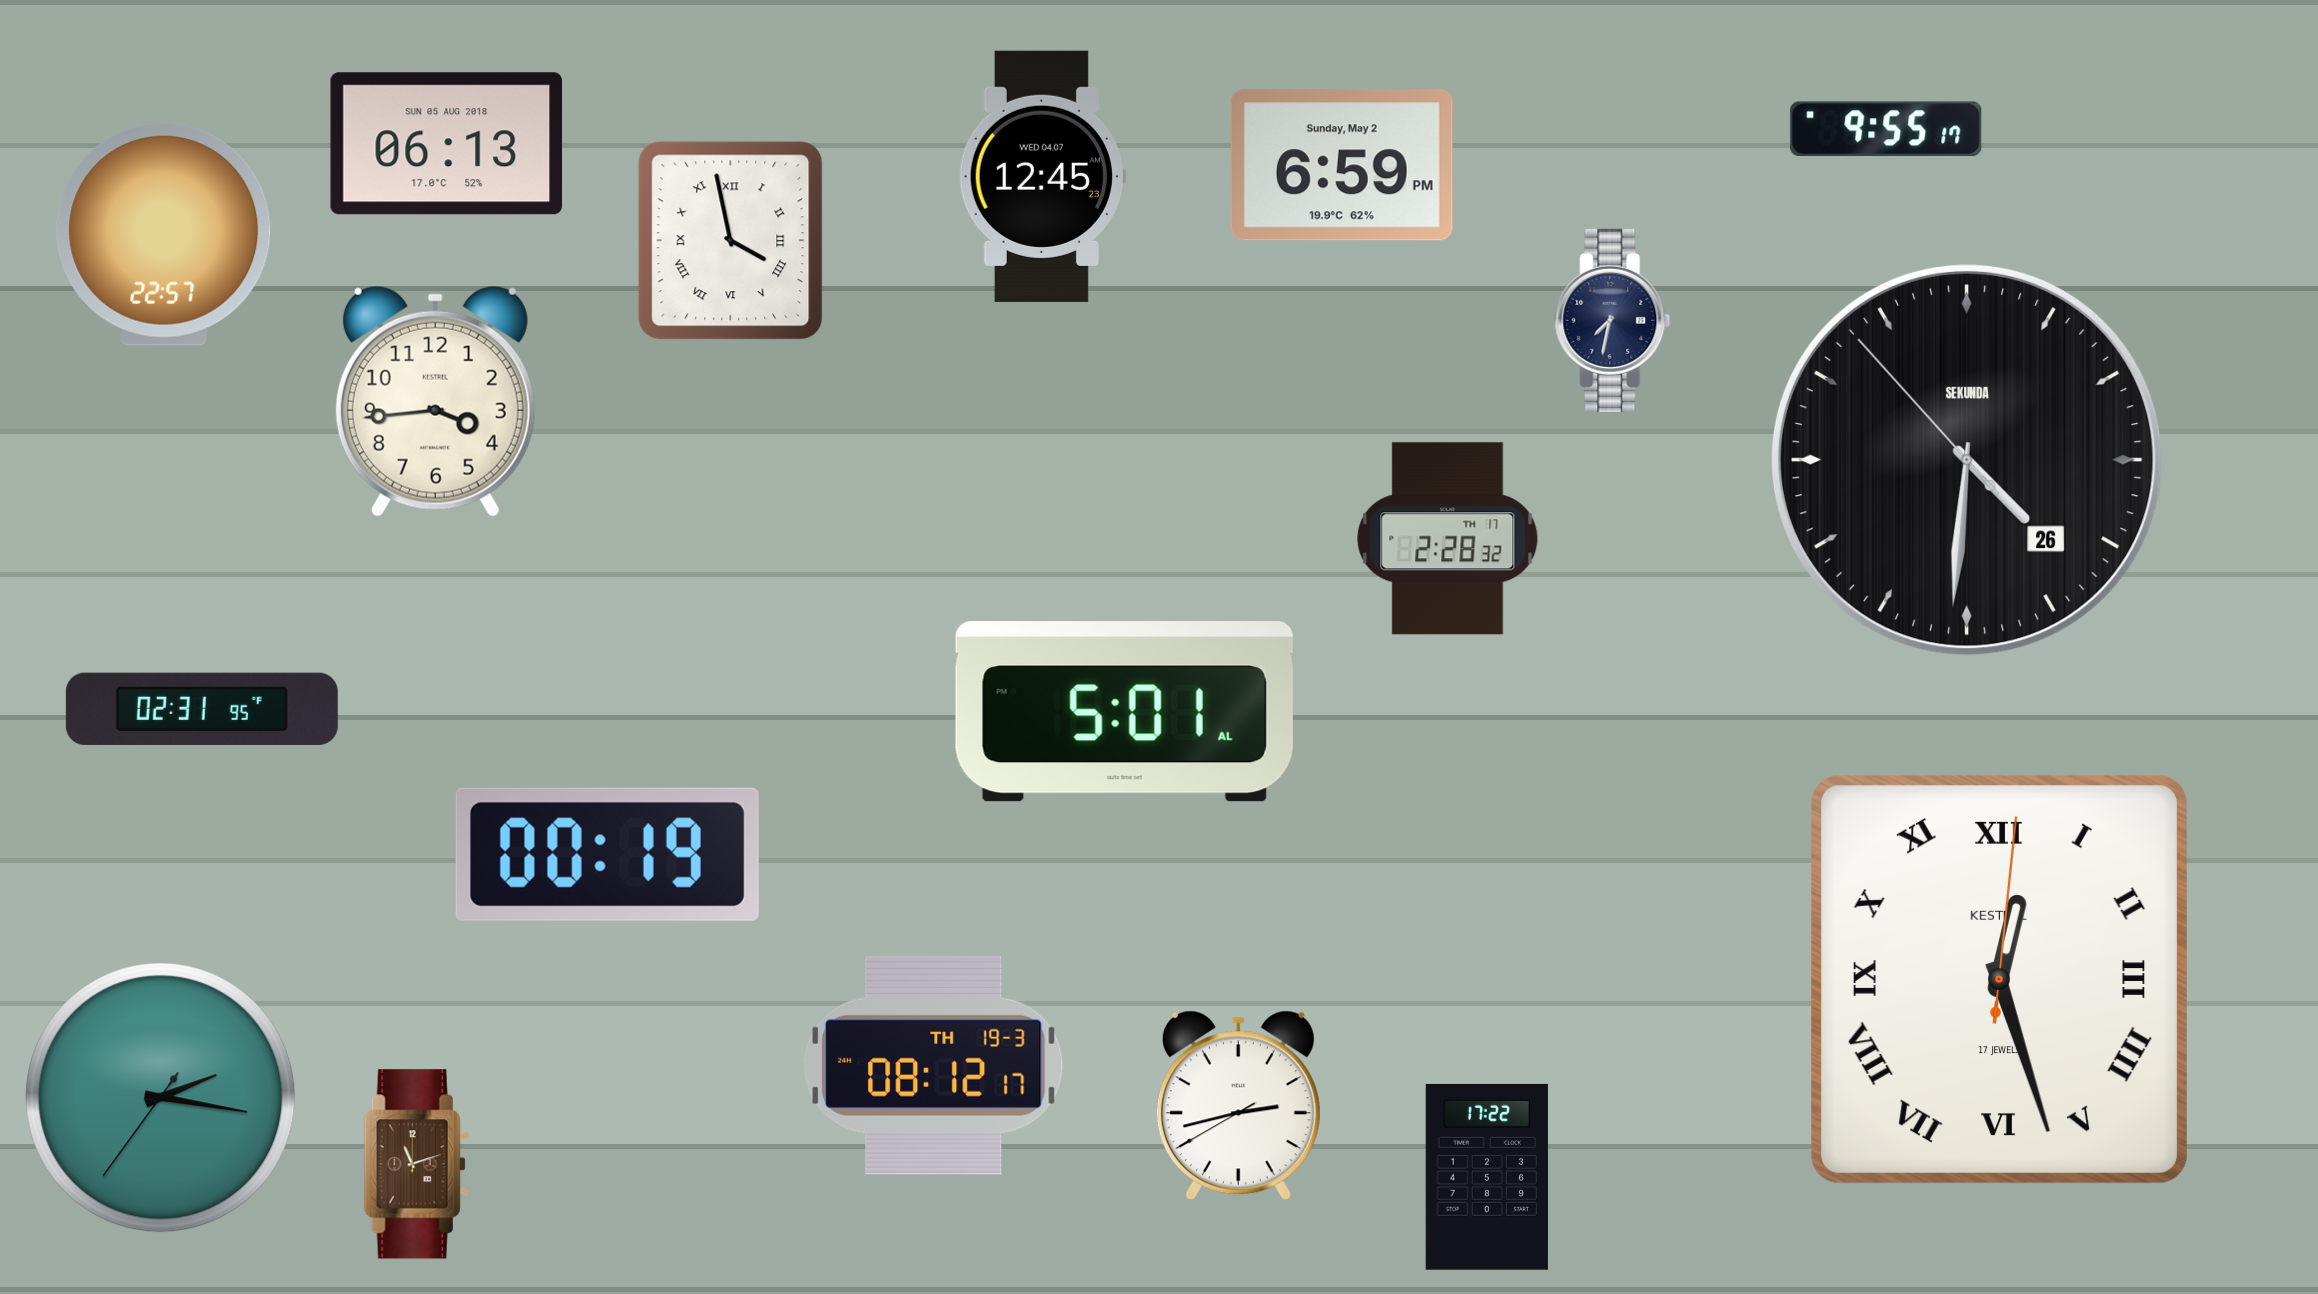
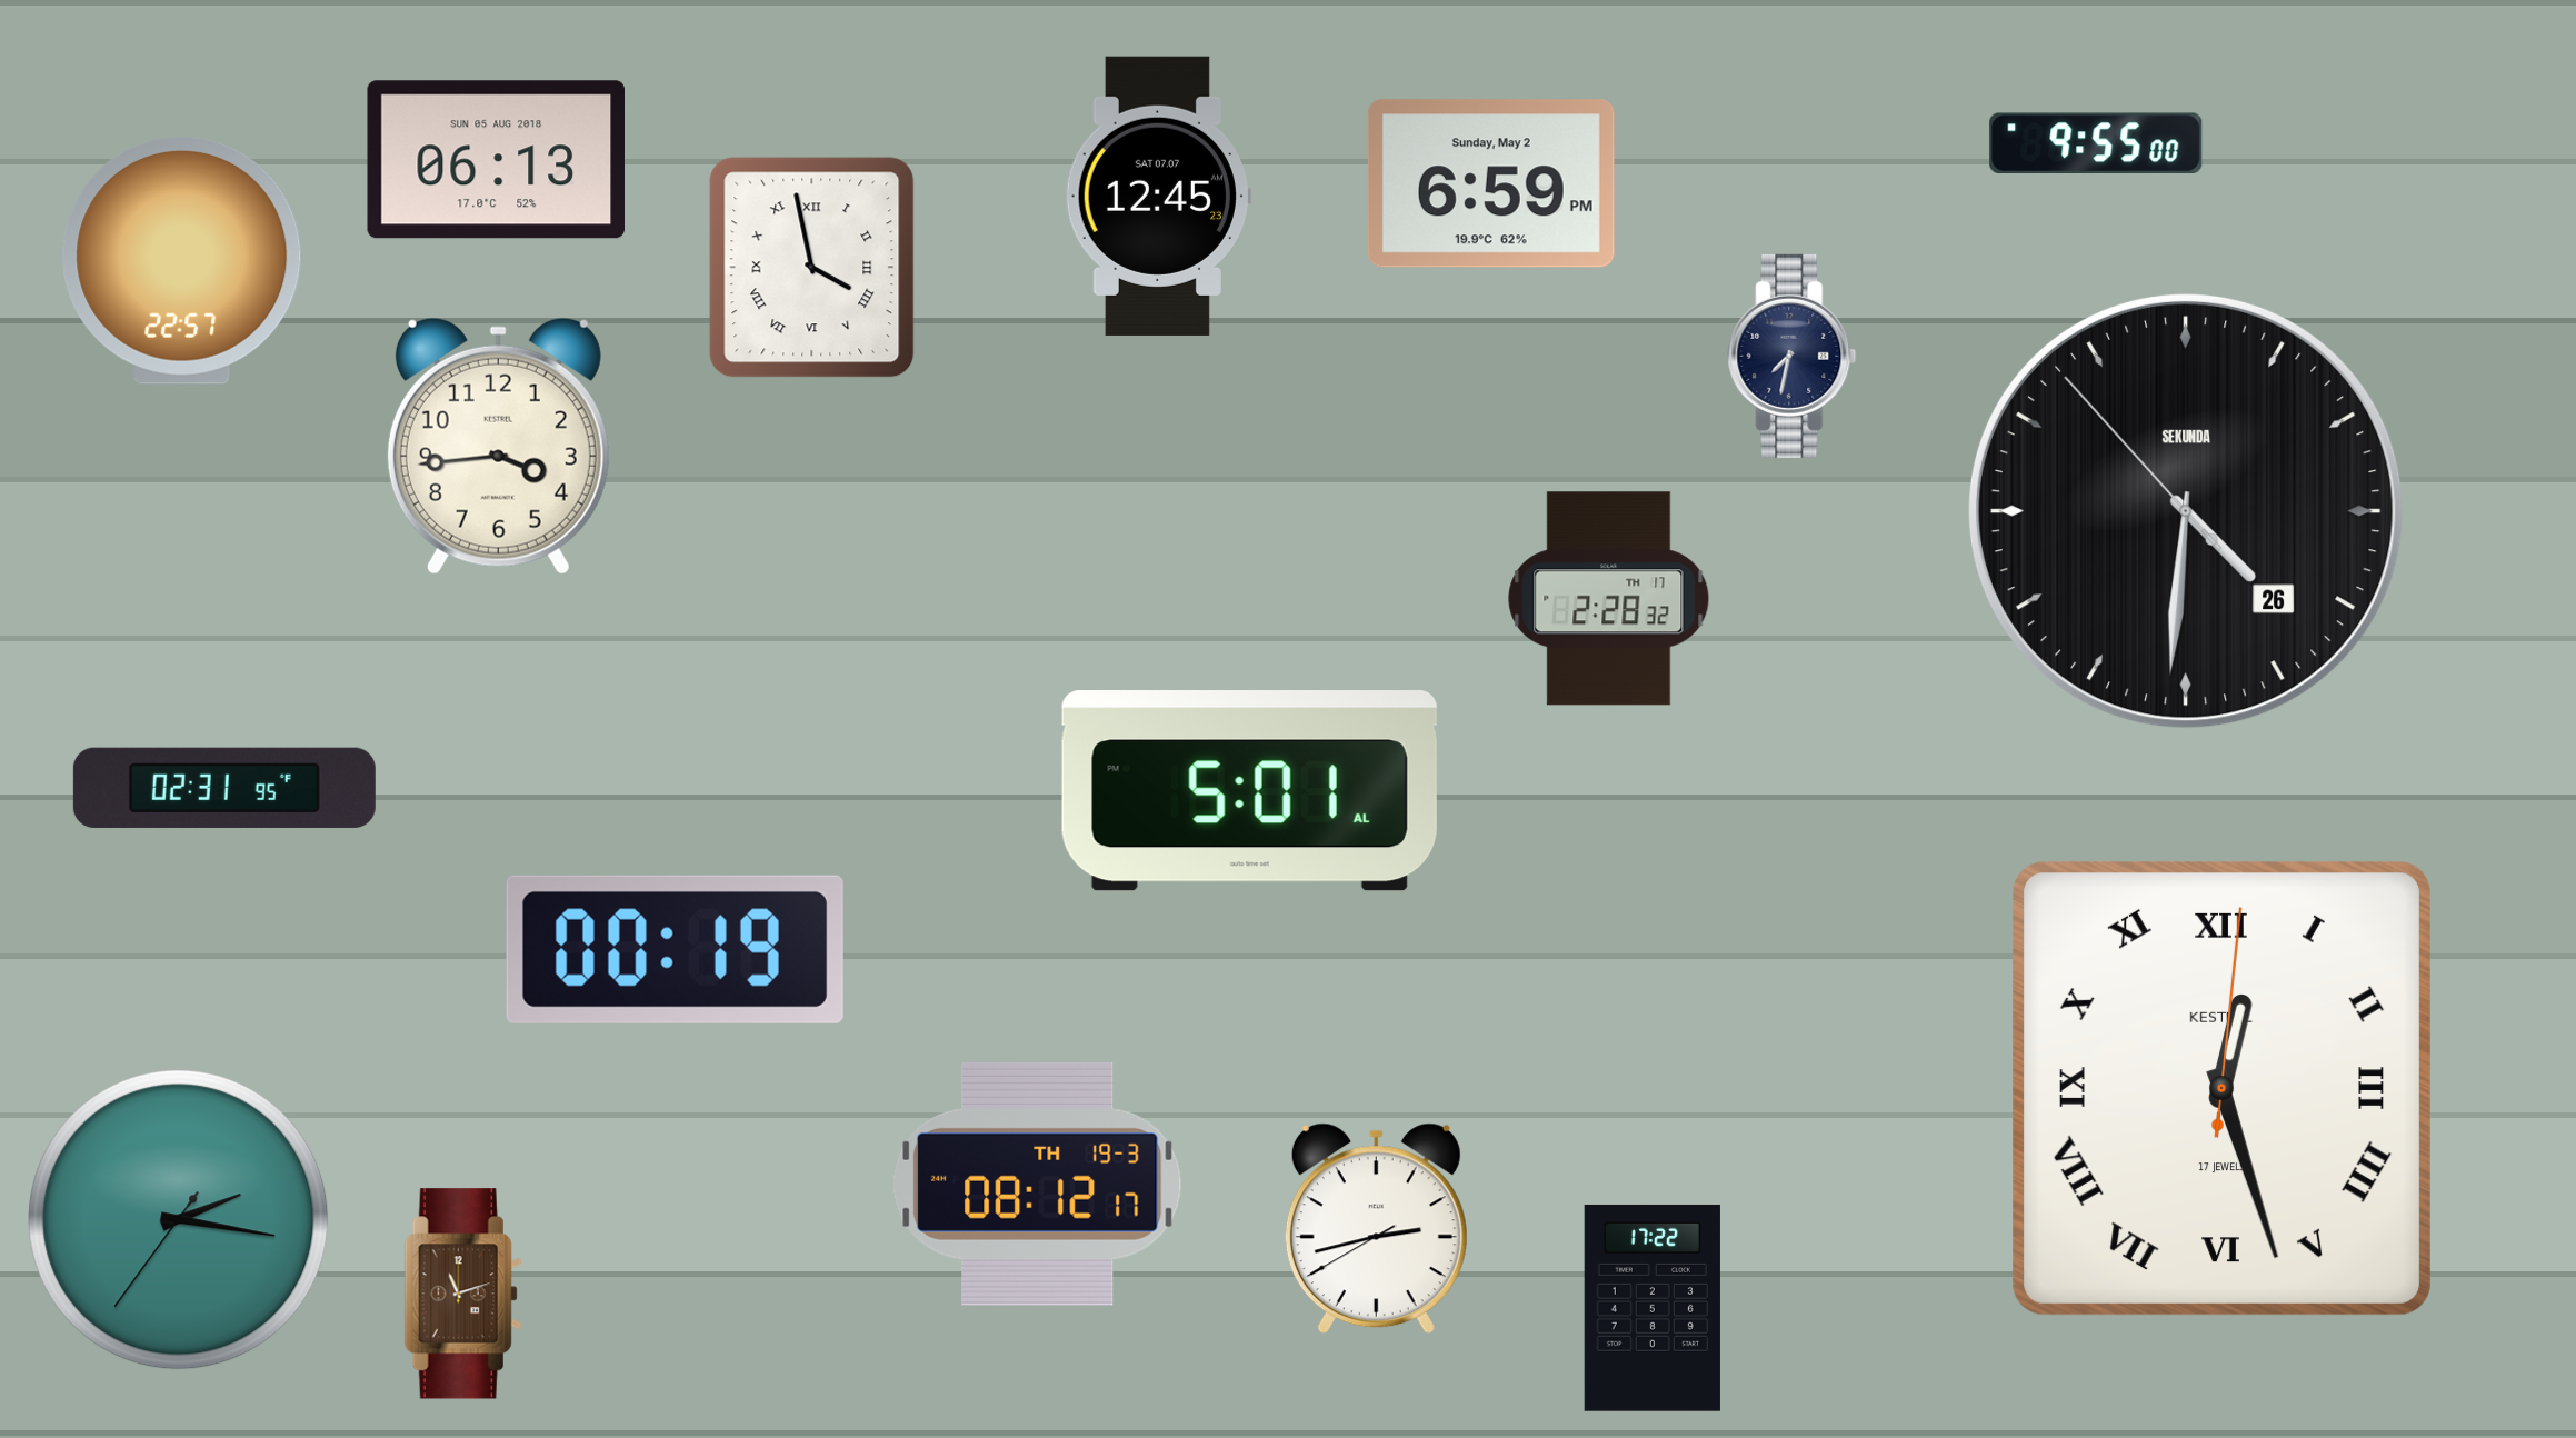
clock at (1886, 129): 9:55:17 -> 9:55:00
clock at (1041, 176) date: WED 04.07 -> SAT 07.07
clock at (435, 401) position: (435, 401) -> (498, 446)
